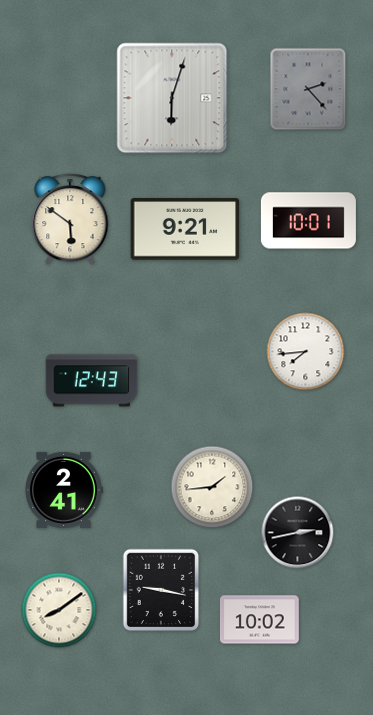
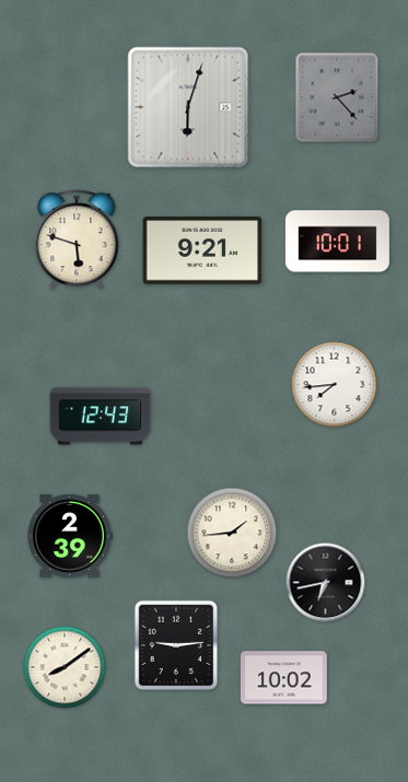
clock at (70, 219): 5:51 -> 5:48
clock at (64, 490): 2:41 -> 2:39
clock at (298, 533): 2:43 -> 6:43
clock at (161, 590): 9:17 -> 9:14
